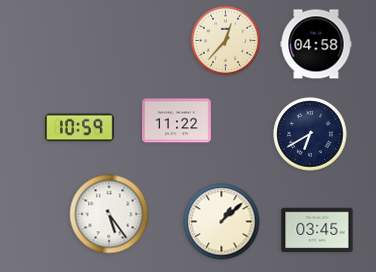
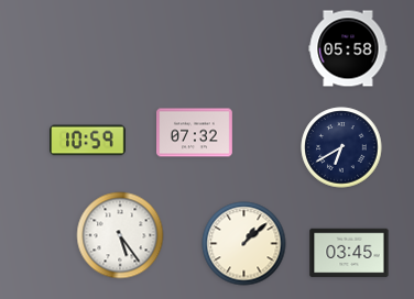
clock at (225, 40): 12:37 -> none
clock at (316, 44): 04:58 -> 05:58
clock at (177, 121): 11:22 -> 07:32
